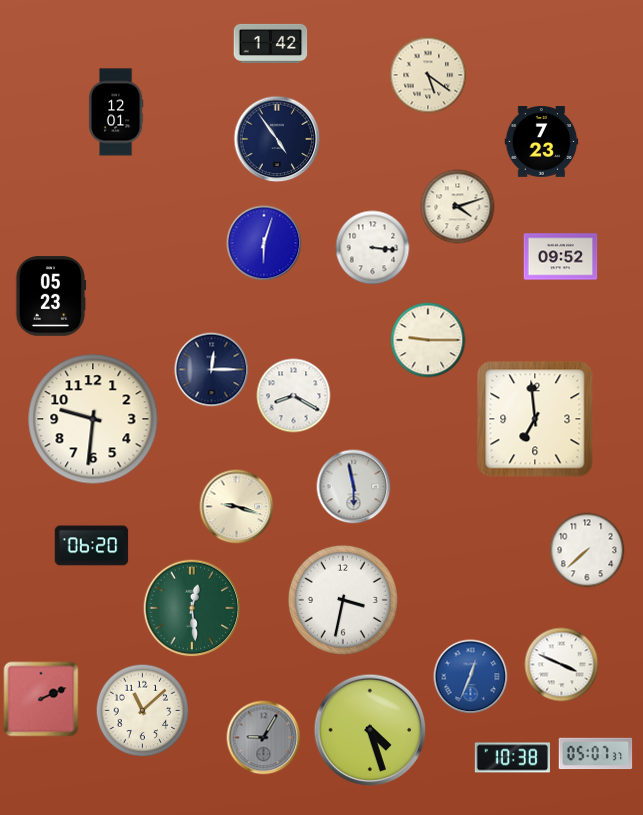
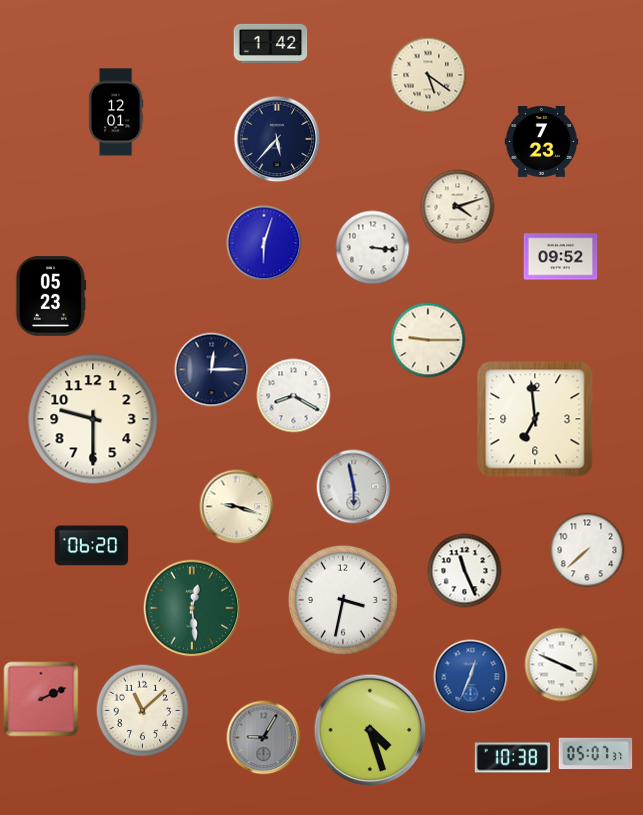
clock at (277, 139): 4:54 -> 5:37
clock at (93, 419): 9:31 -> 9:30
clock at (465, 571): none -> 11:26
